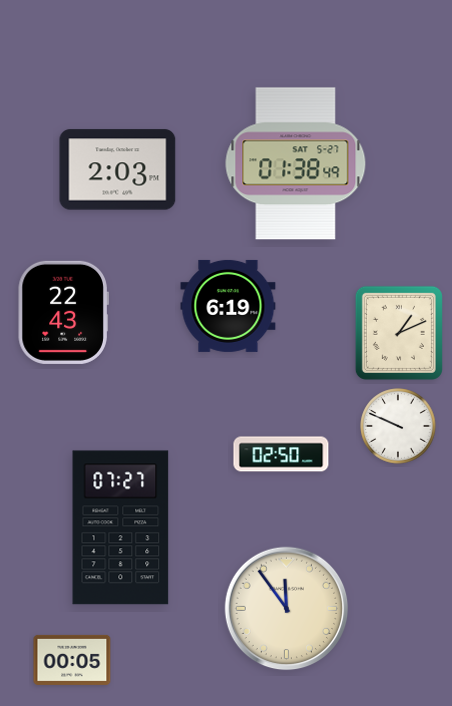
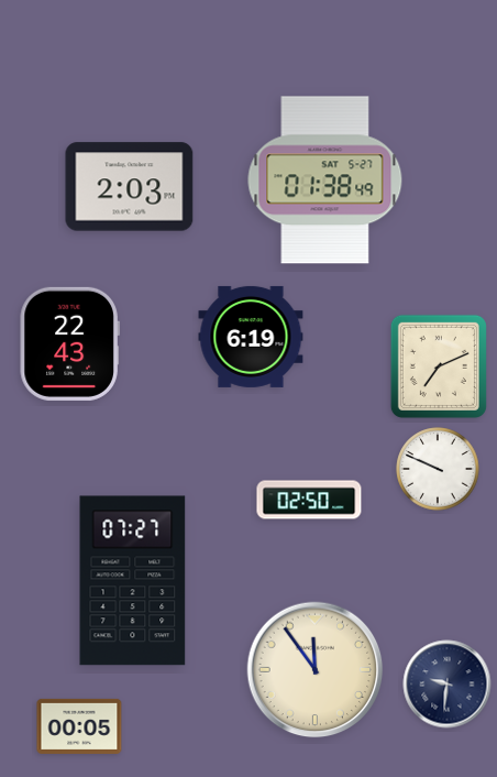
clock at (399, 333): 1:11 -> 7:11
clock at (448, 685): none -> 9:31
